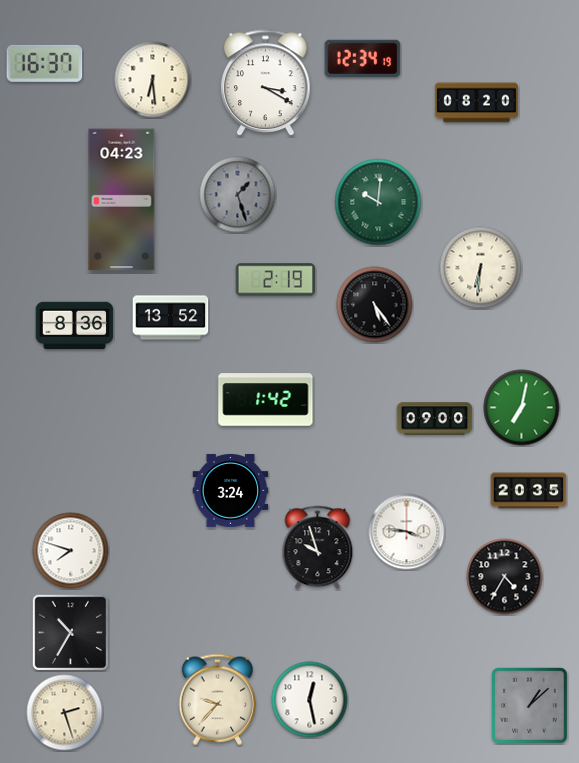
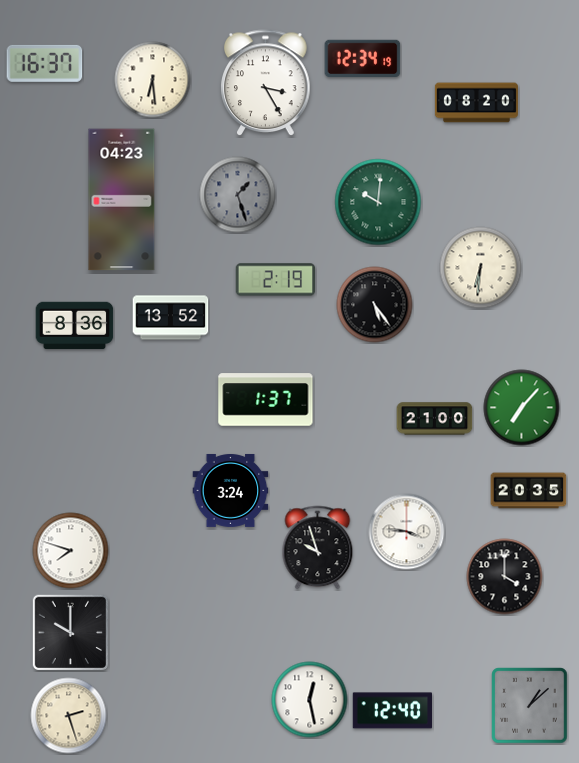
clock at (266, 83): 3:20 -> 3:25
clock at (266, 400): 1:42 -> 1:37
clock at (522, 408): 7:02 -> 7:07
clock at (435, 419): 09:00 -> 21:00
clock at (505, 577): 4:35 -> 4:00
clock at (70, 632): 10:35 -> 10:00
clock at (217, 699): 9:37 -> none
clock at (392, 711): none -> 12:40
clock at (65, 713) position: (65, 713) -> (69, 716)
